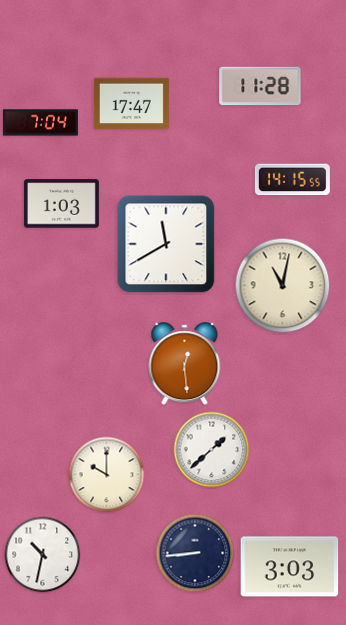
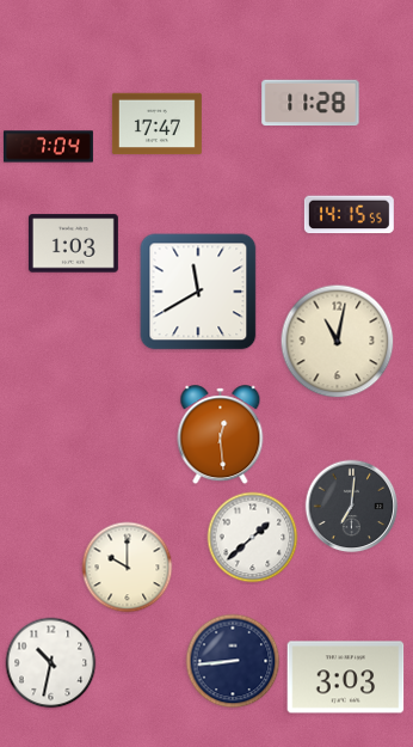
clock at (352, 507): none -> 7:01
